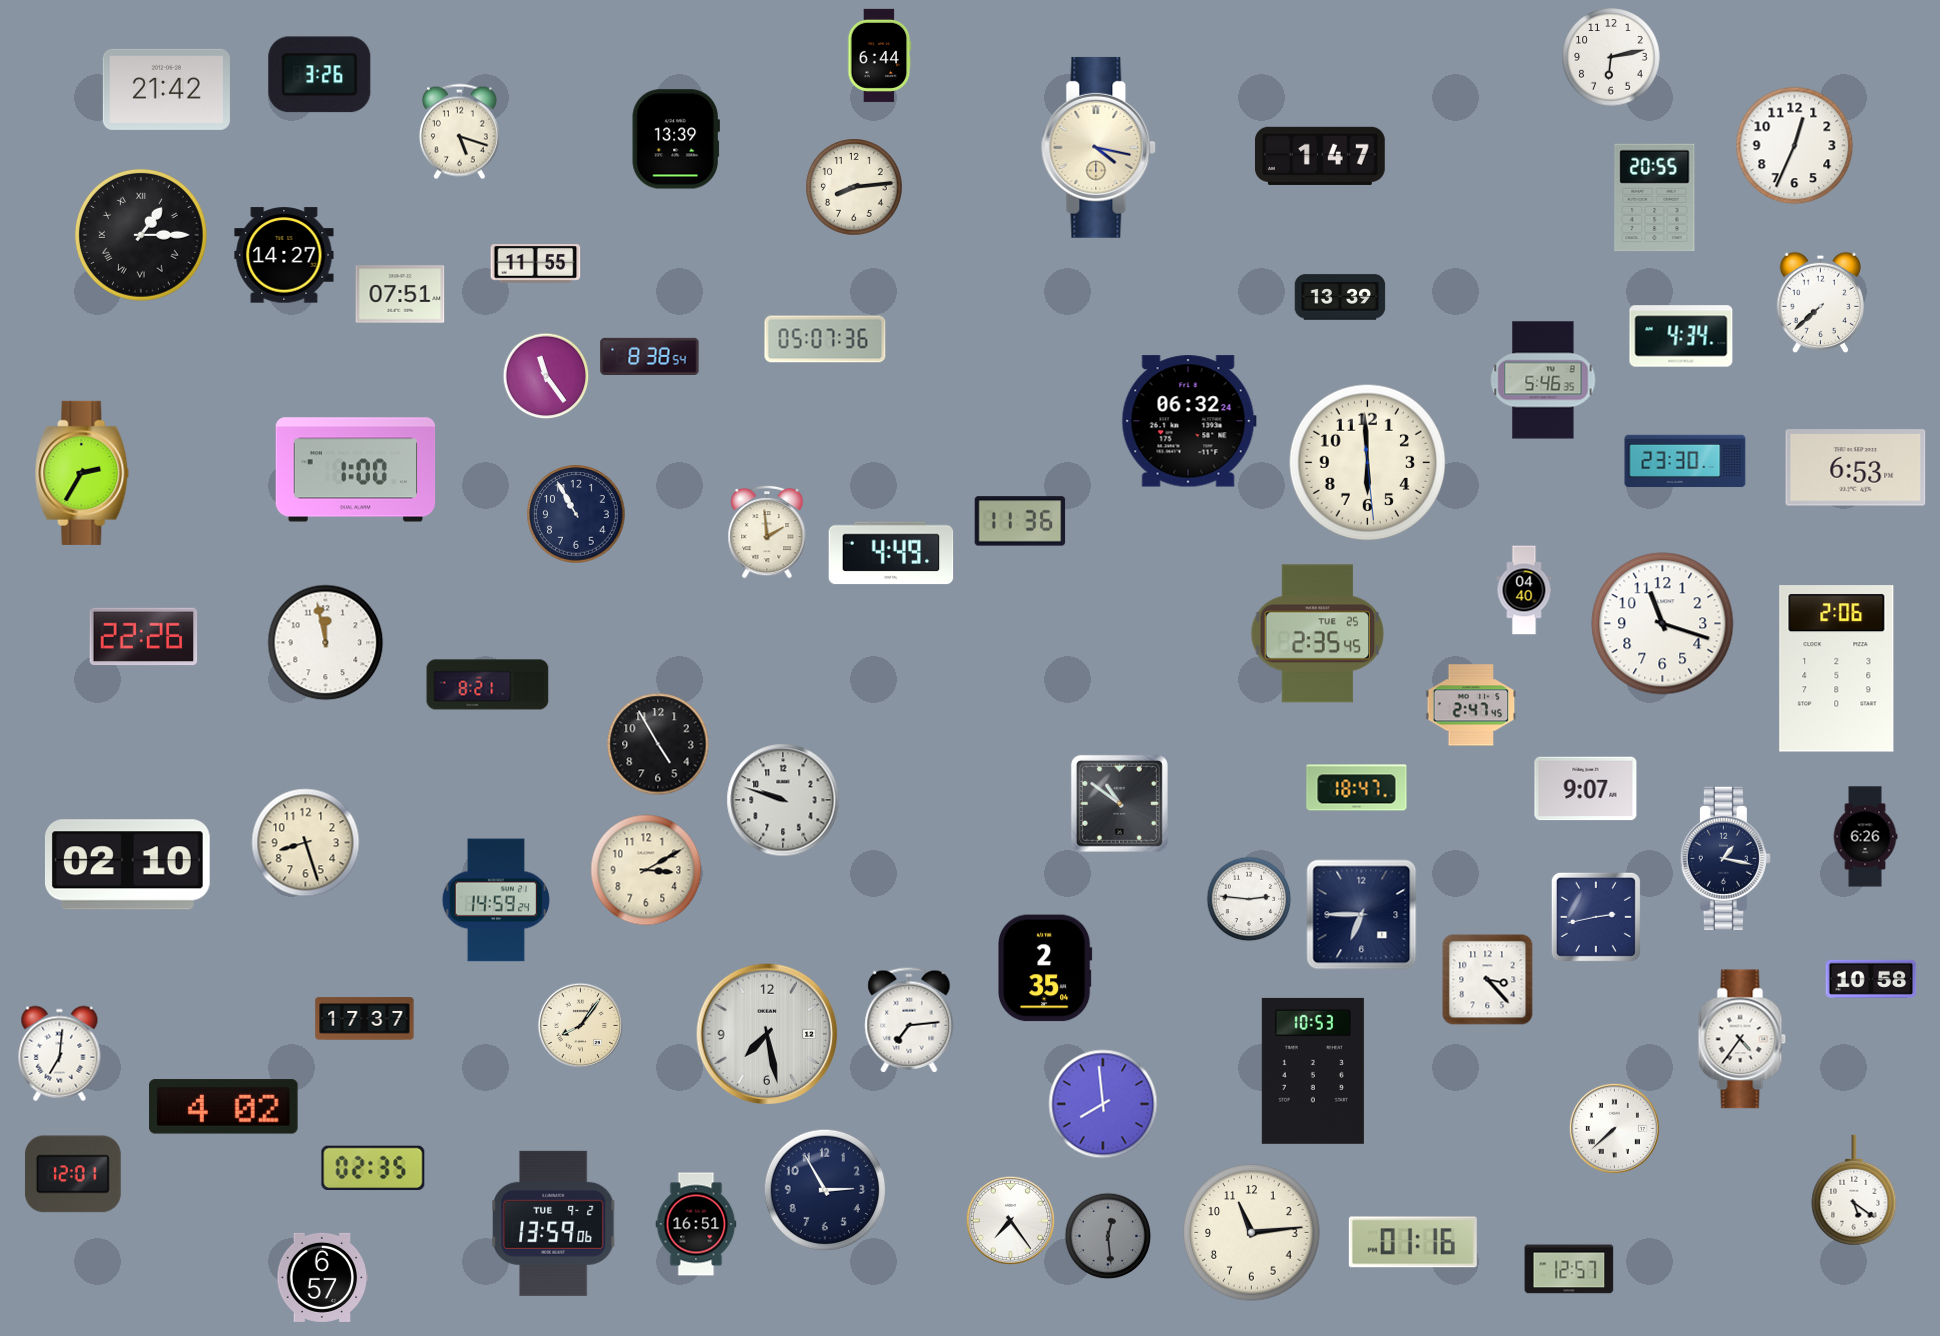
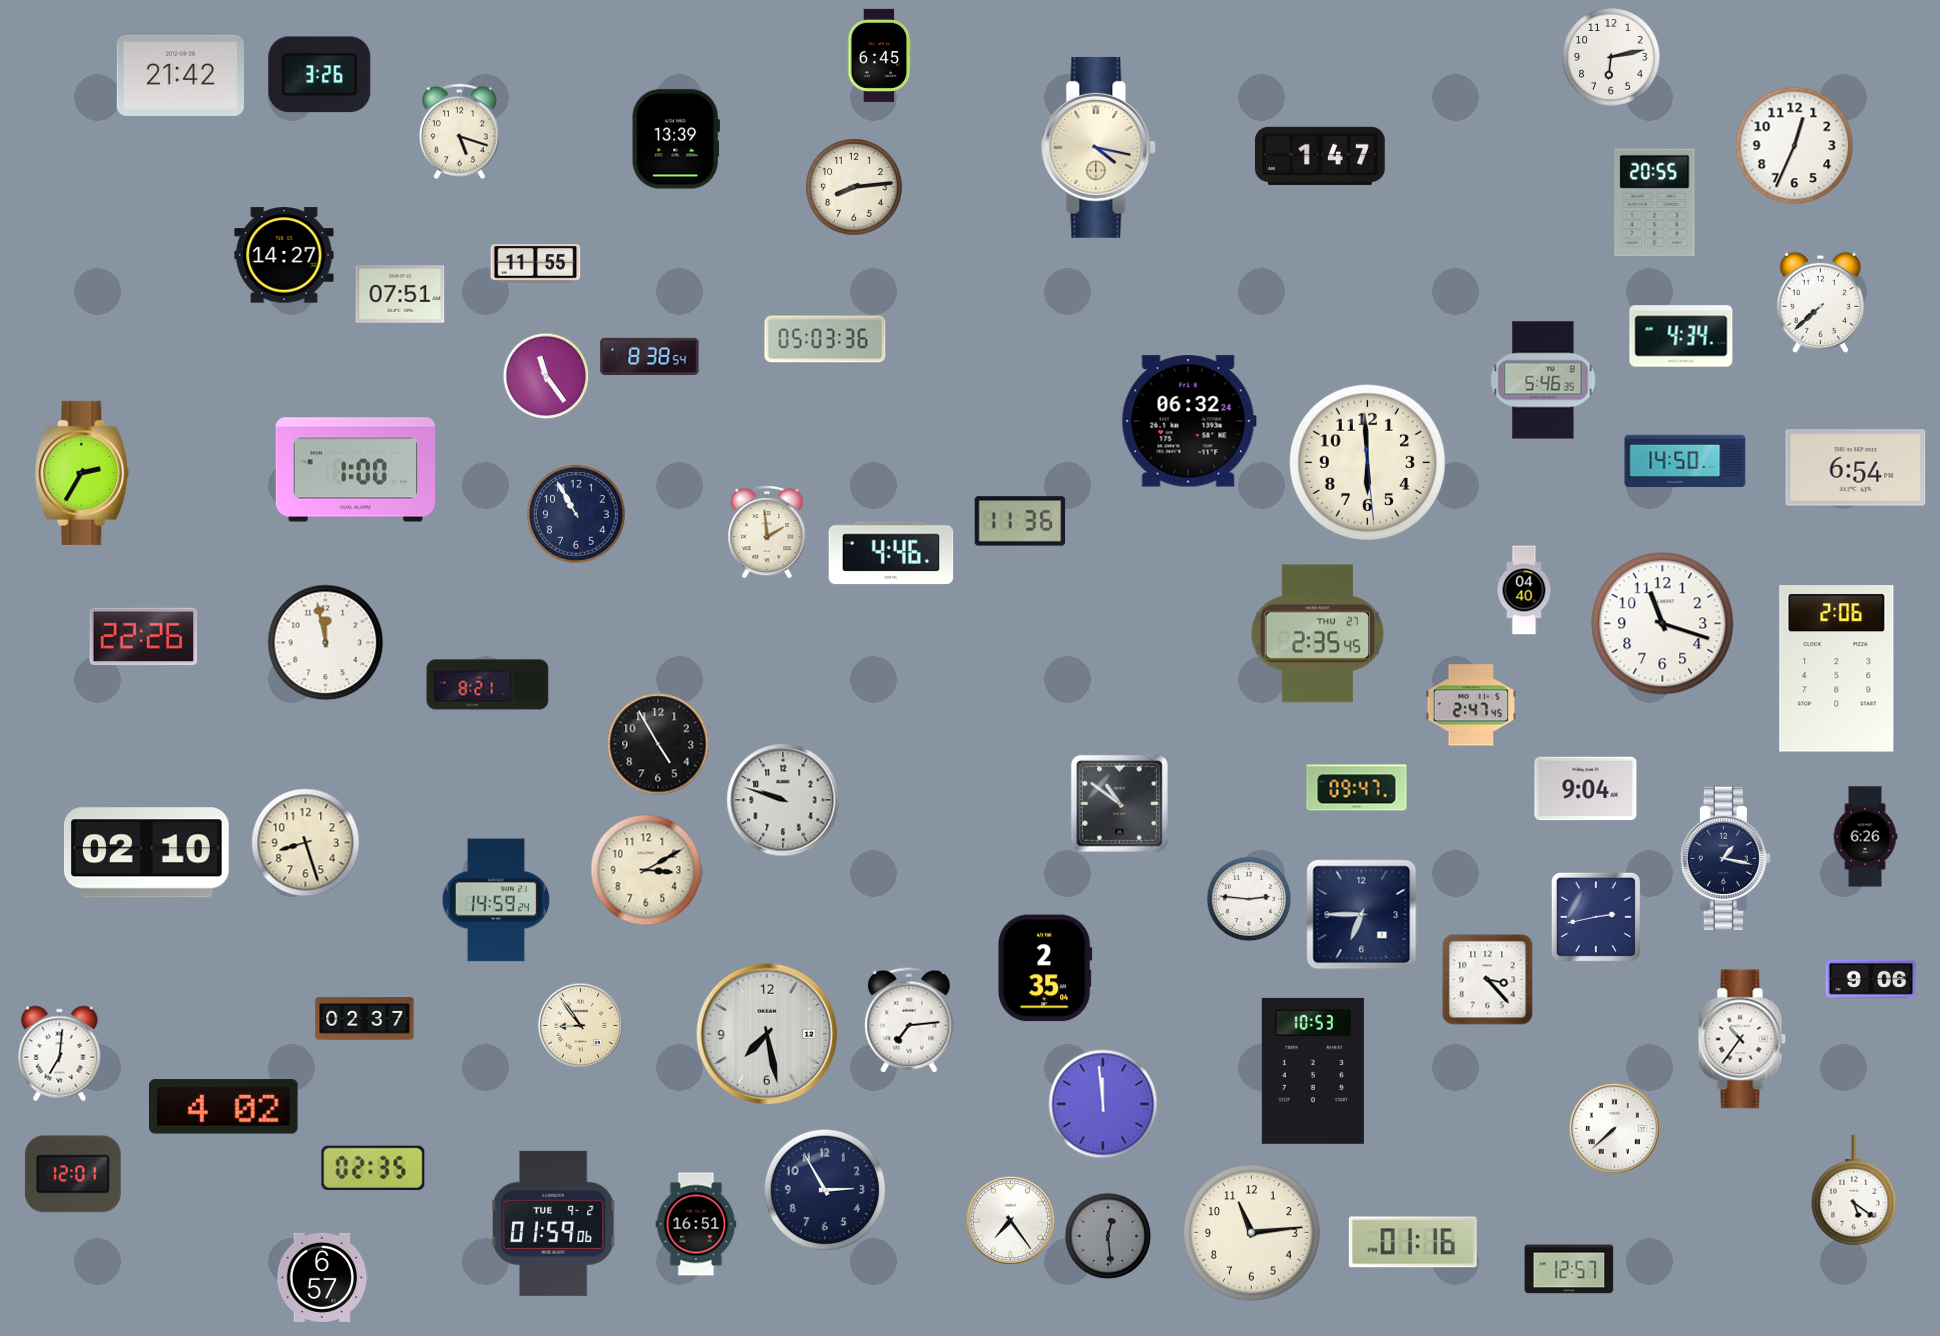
clock at (880, 55): 6:44 -> 6:45
clock at (166, 89) position: (166, 89) -> (180, 75)
clock at (1655, 198) position: (1655, 198) -> (1655, 203)
clock at (141, 235): 1:15 -> none
clock at (1340, 297): 13:39 -> none
clock at (825, 339): 05:07 -> 05:03
clock at (1685, 461): 23:30 -> 14:50
clock at (1856, 468): 6:53 -> 6:54
clock at (891, 553): 4:49 -> 4:46
clock at (1318, 634) date: TUE 25 -> THU 27
clock at (1357, 788): 18:47 -> 09:47
clock at (1586, 789): 9:07 -> 9:04
clock at (128, 865) position: (128, 865) -> (147, 853)
clock at (1871, 979): 10:58 -> 9:06
clock at (365, 1019): 17:37 -> 02:37
clock at (581, 1026): 8:06 -> 8:54
clock at (1742, 1039): 4:36 -> 10:36
clock at (1103, 1104): 7:59 -> 11:59
clock at (553, 1223): 13:59 -> 01:59
